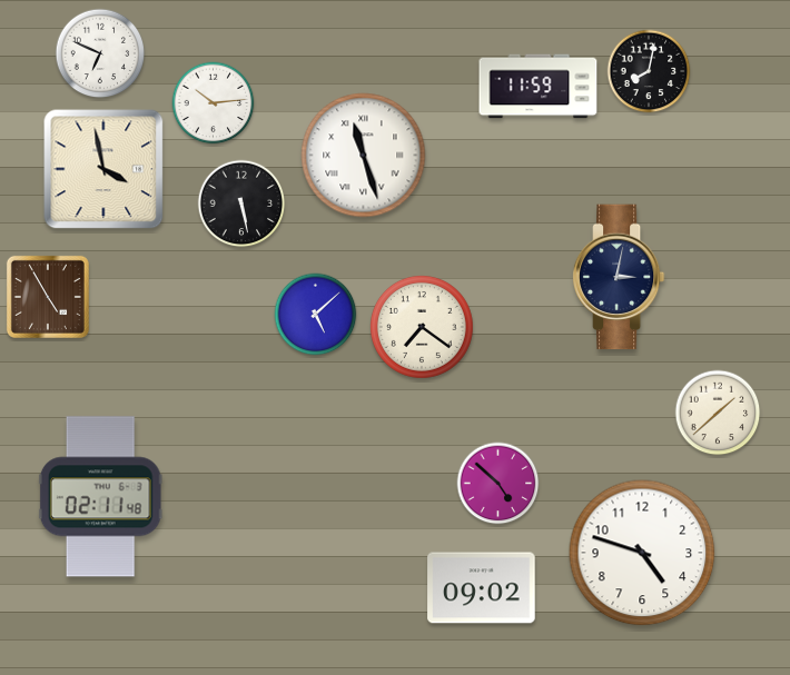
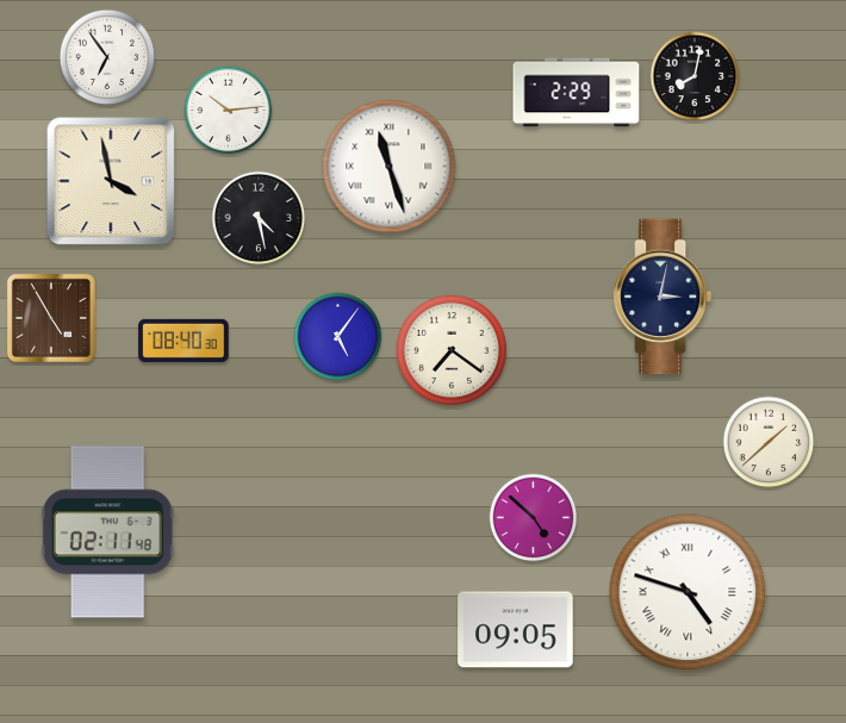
clock at (100, 53): 6:49 -> 6:54
clock at (539, 87): 11:59 -> 2:29
clock at (241, 204): 5:28 -> 4:28
clock at (316, 315): 5:08 -> 5:06
clock at (183, 341): none -> 08:40
clock at (642, 553) numerals: Arabic -> Roman
clock at (482, 588): 09:02 -> 09:05
